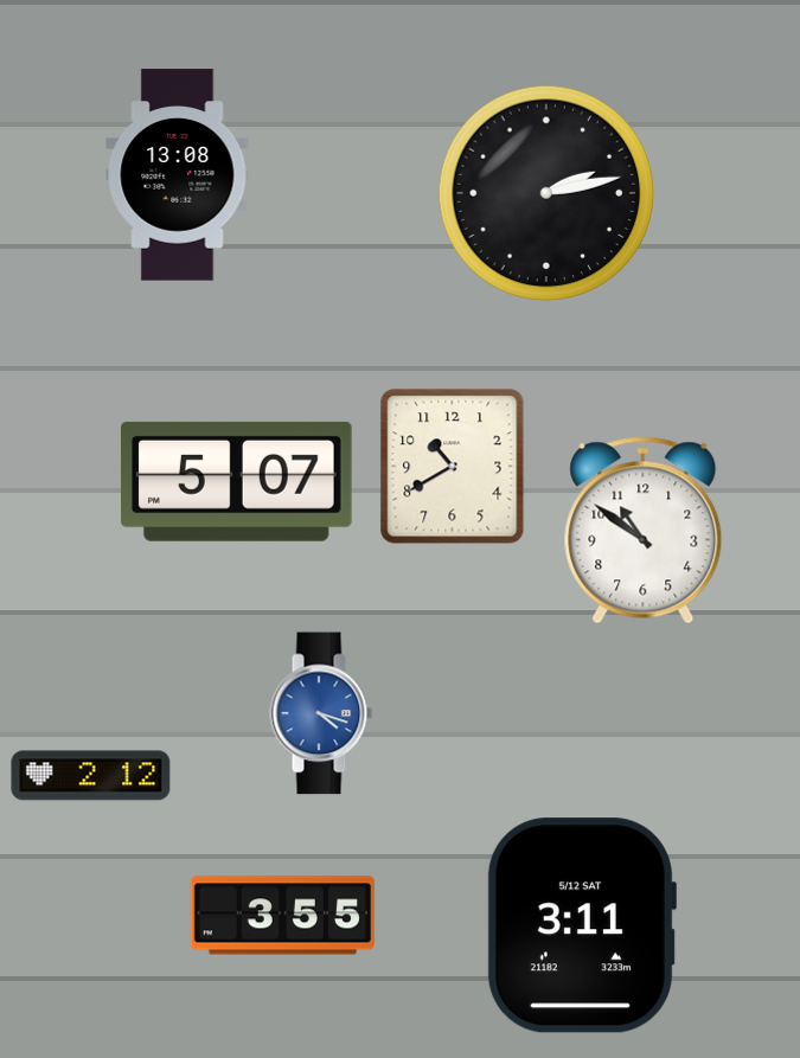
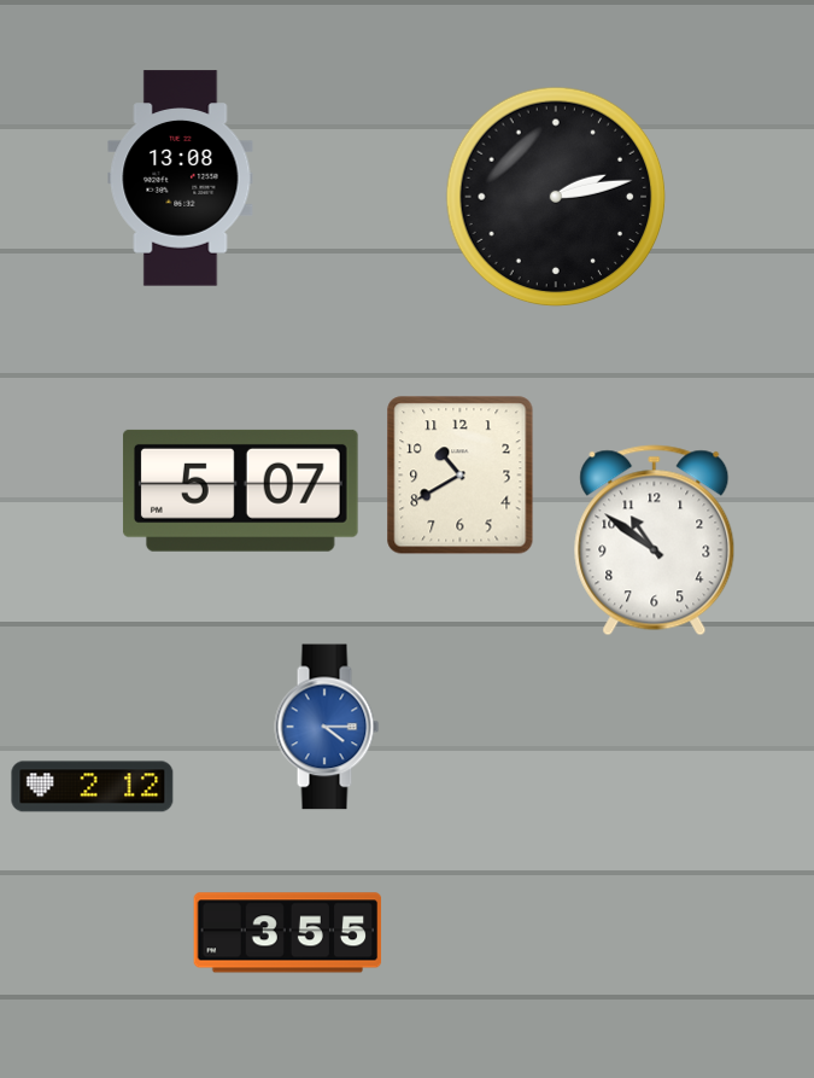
clock at (321, 713): 4:18 -> 4:15
clock at (91, 776) position: (91, 776) -> (93, 787)
clock at (581, 925): 3:11 -> none
